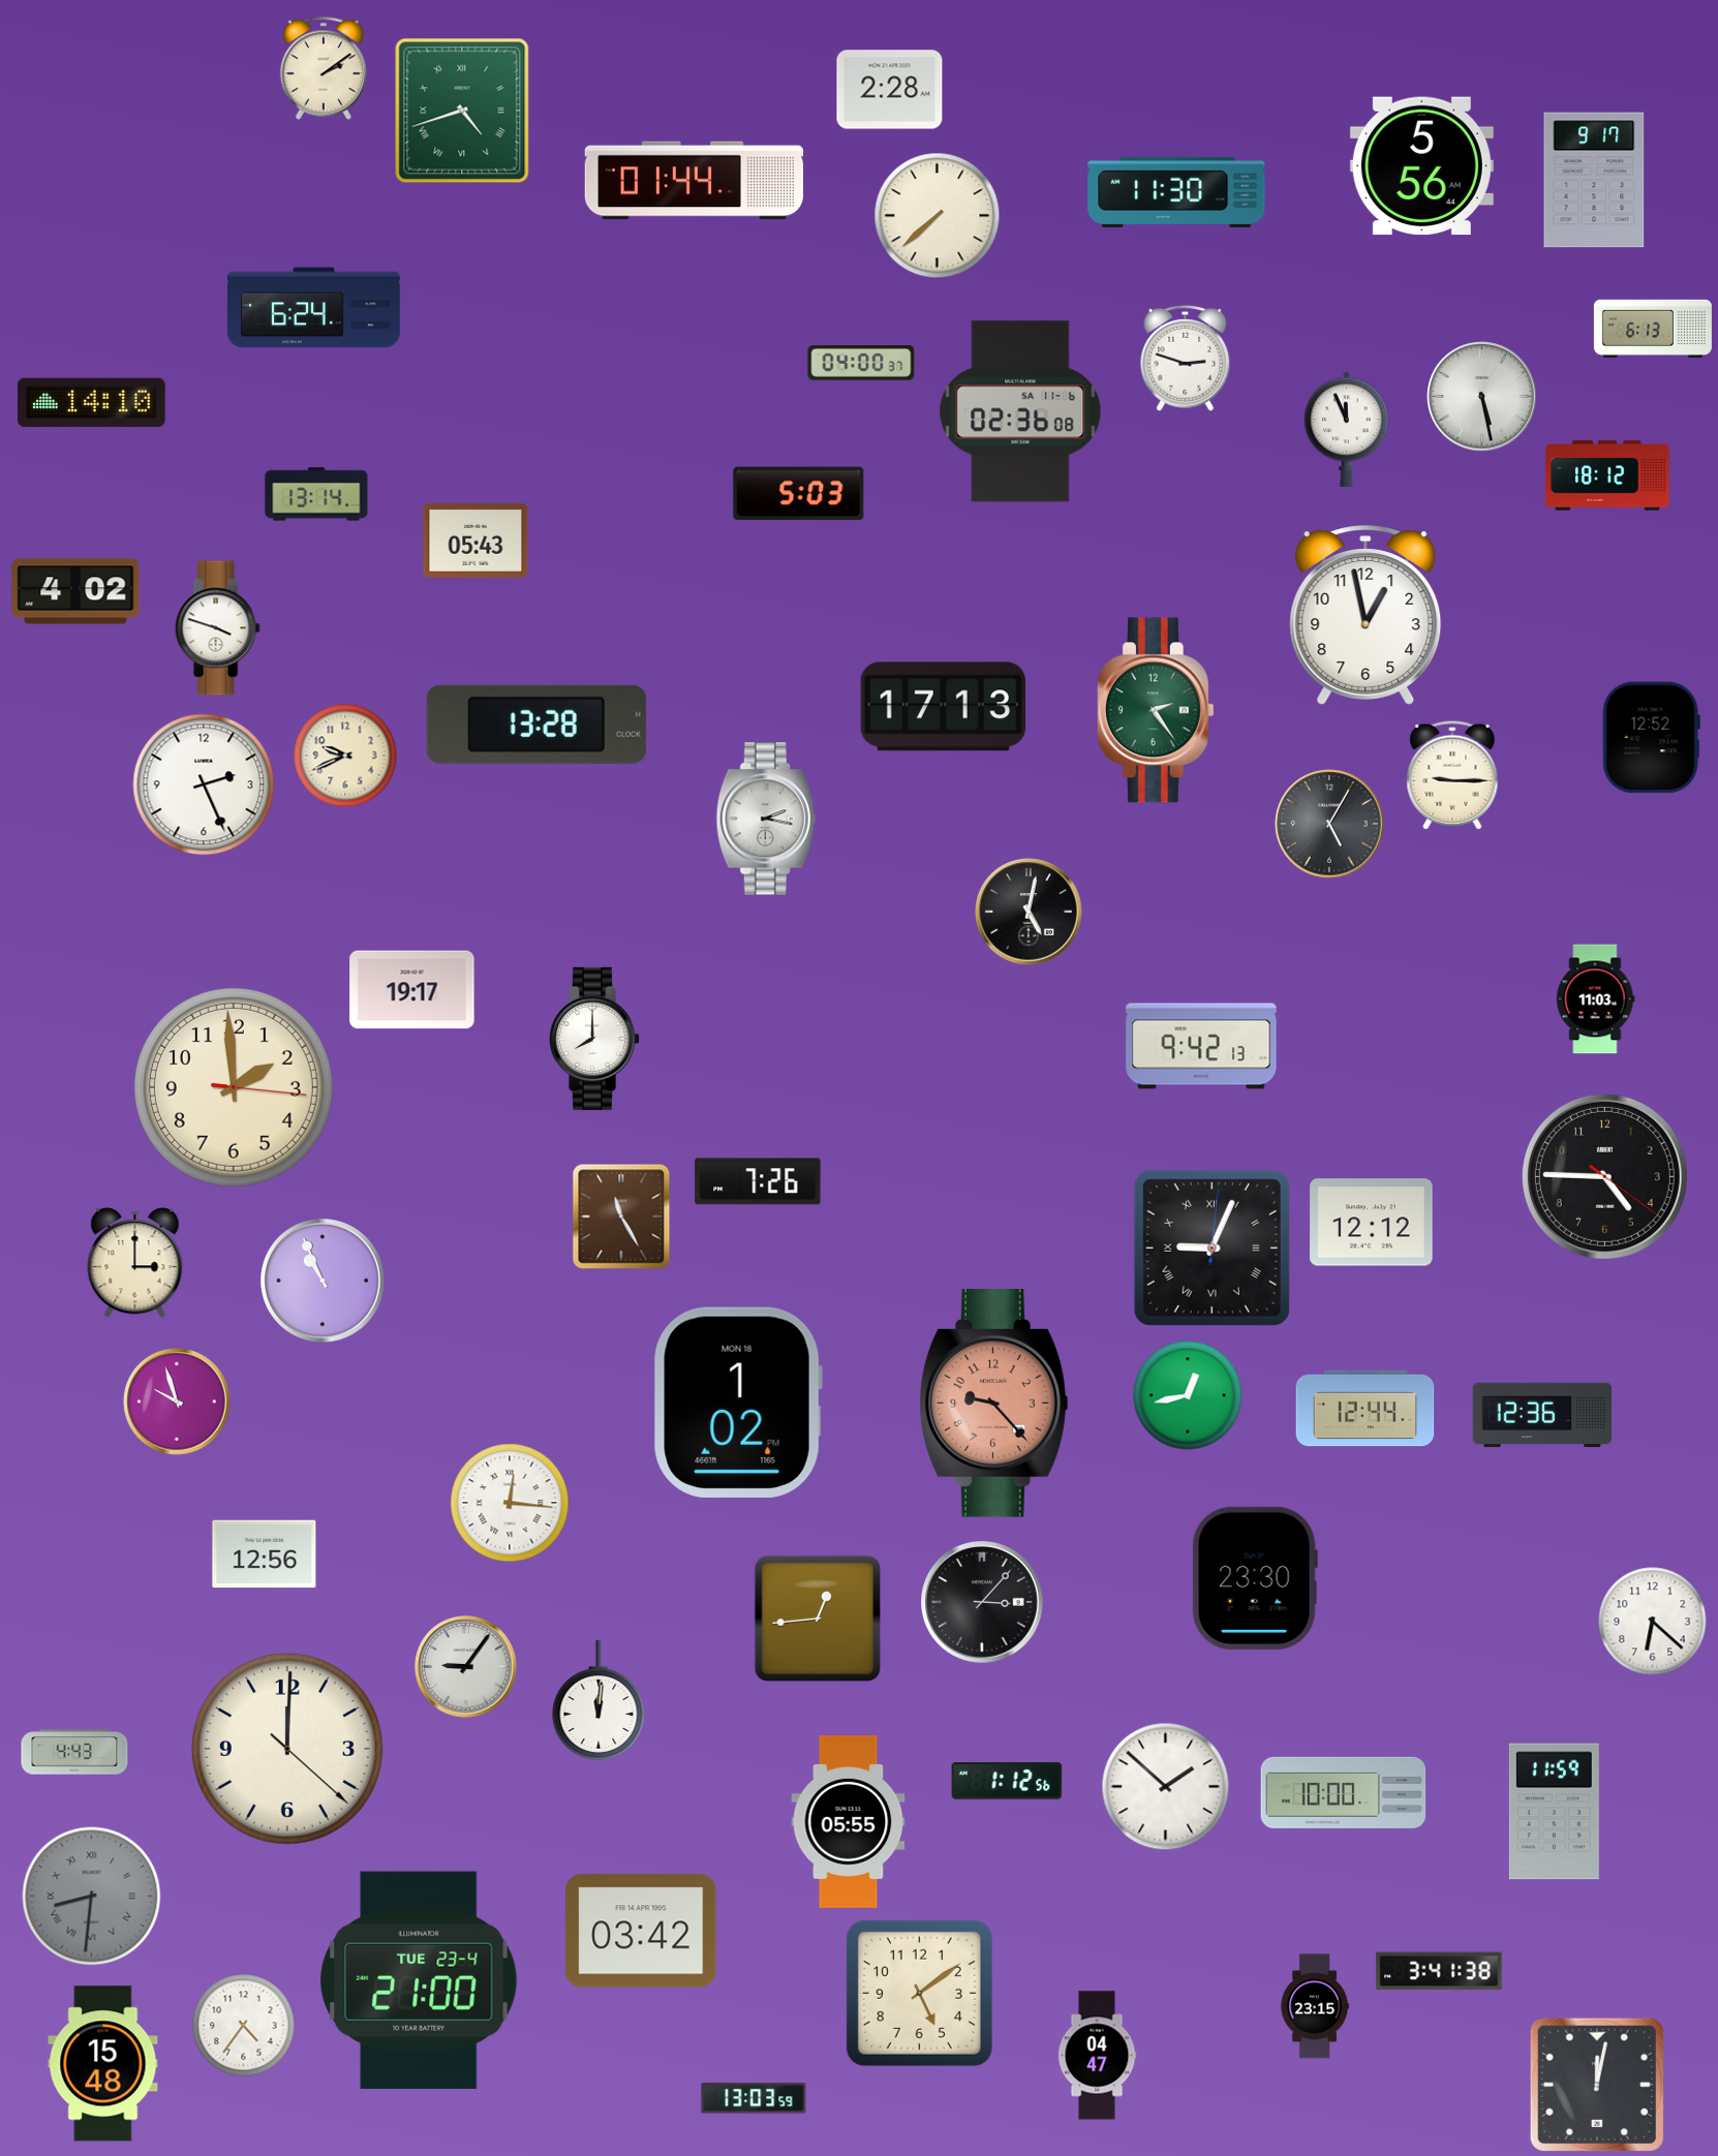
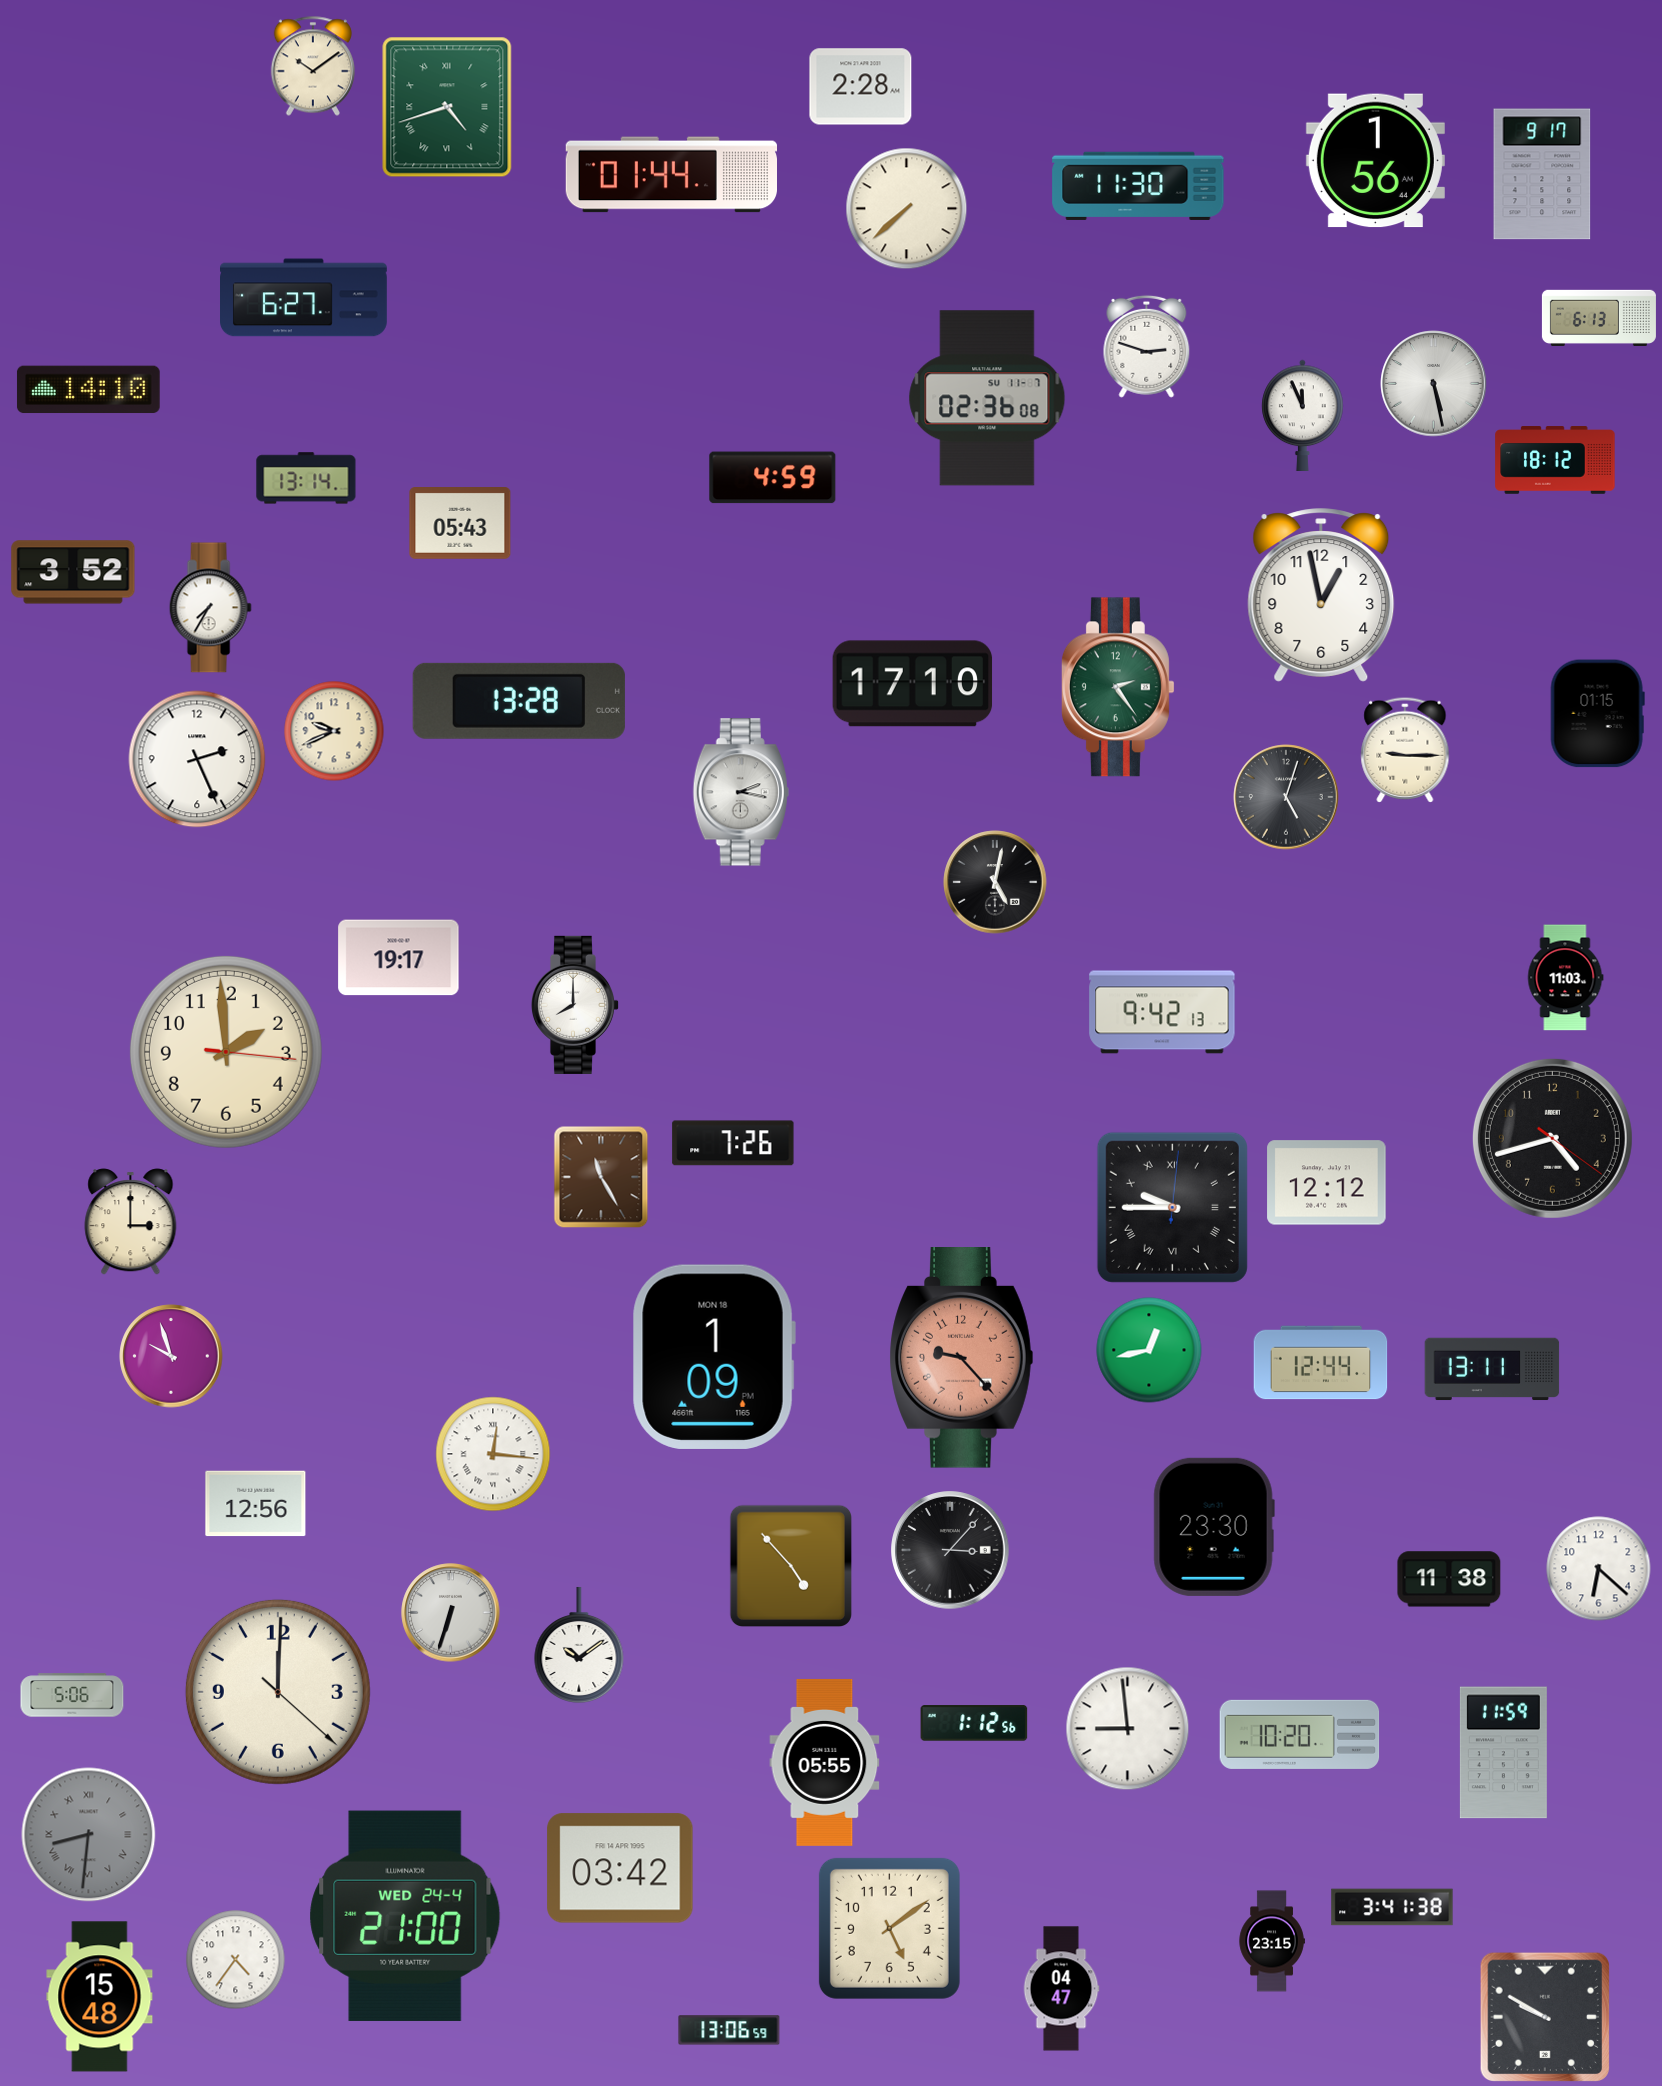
clock at (324, 68): 2:09 -> 10:09
clock at (1421, 166): 5:56 -> 1:56
clock at (314, 308): 6:24 -> 6:27
clock at (861, 364): 04:00 -> none
clock at (1020, 411) date: SA 11-6 -> SU 11-7
clock at (799, 494): 5:03 -> 4:59
clock at (75, 591): 4:02 -> 3:52
clock at (217, 628): 3:48 -> 7:35
clock at (944, 707): 17:13 -> 17:10
clock at (1651, 738): 12:52 -> 01:15
clock at (1329, 824): 5:05 -> 5:03
clock at (1595, 999) position: (1595, 999) -> (1565, 978)
clock at (1604, 1176): 4:45 -> 4:42
clock at (1211, 1248): 9:04 -> 9:45
clock at (323, 1281): 10:56 -> none
clock at (738, 1403): 1:02 -> 1:09
clock at (1542, 1415): 12:36 -> 13:11
clock at (817, 1618): 12:44 -> 4:53
clock at (1449, 1579): none -> 11:38
clock at (466, 1667): 9:06 -> 6:33
clock at (599, 1699): 12:01 -> 10:09
clock at (74, 1752): 4:43 -> 5:06
clock at (1166, 1787): 1:52 -> 8:59
clock at (1344, 1792): 10:00 -> 10:20
clock at (849, 1821) position: (849, 1821) -> (825, 1762)
clock at (419, 1980) date: TUE 23-4 -> WED 24-4
clock at (1596, 2084): 12:02 -> 9:50
clock at (754, 2098): 13:03 -> 13:06
